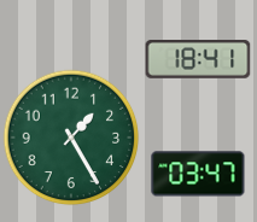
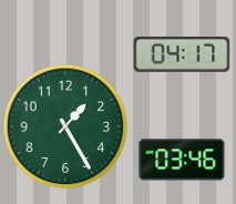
clock at (198, 60): 18:41 -> 04:17
clock at (198, 174): 03:47 -> 03:46
